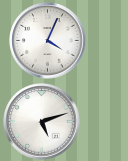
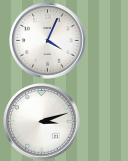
clock at (42, 122): 5:12 -> 3:12
